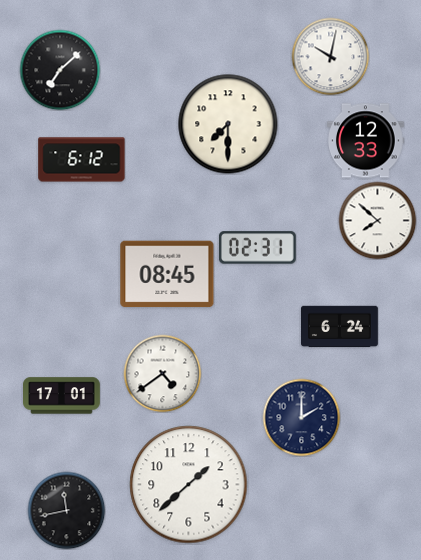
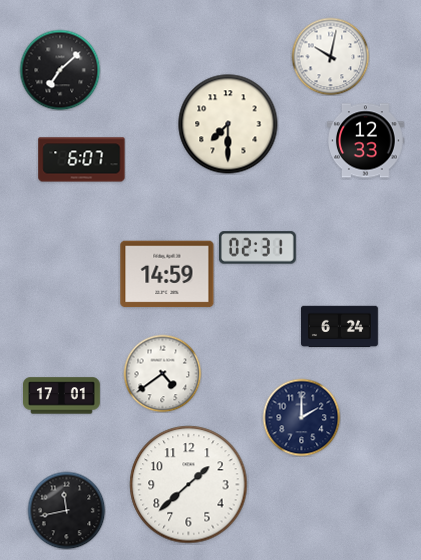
clock at (82, 160): 6:12 -> 6:07
clock at (377, 220): 7:52 -> none
clock at (167, 274): 08:45 -> 14:59
